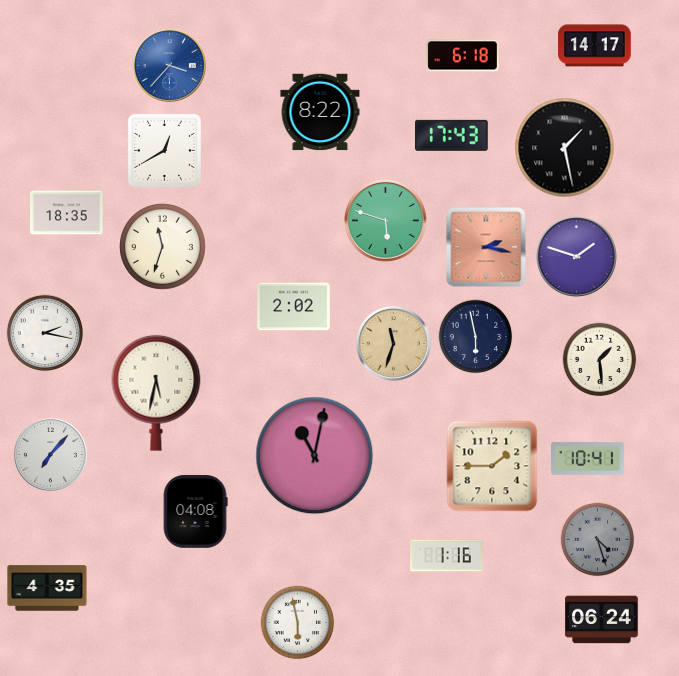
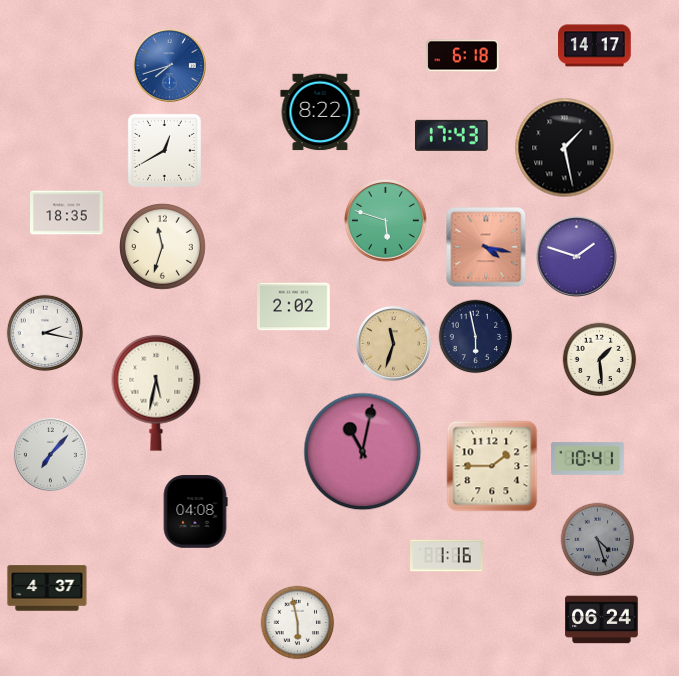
clock at (169, 65): 3:37 -> 7:42
clock at (486, 247): 2:17 -> 4:17
clock at (315, 456) position: (315, 456) -> (363, 452)
clock at (47, 588): 4:35 -> 4:37
